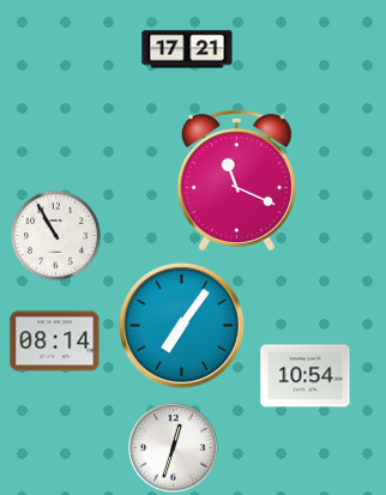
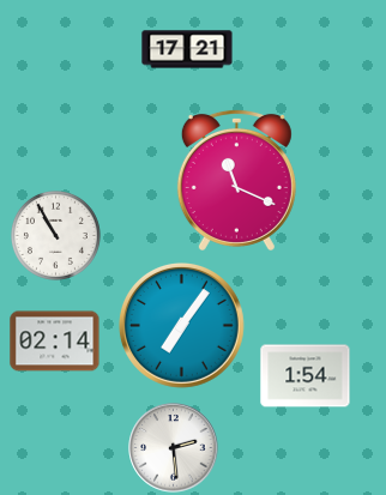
clock at (55, 342): 08:14 -> 02:14
clock at (306, 376): 10:54 -> 1:54
clock at (174, 448): 12:33 -> 2:29
